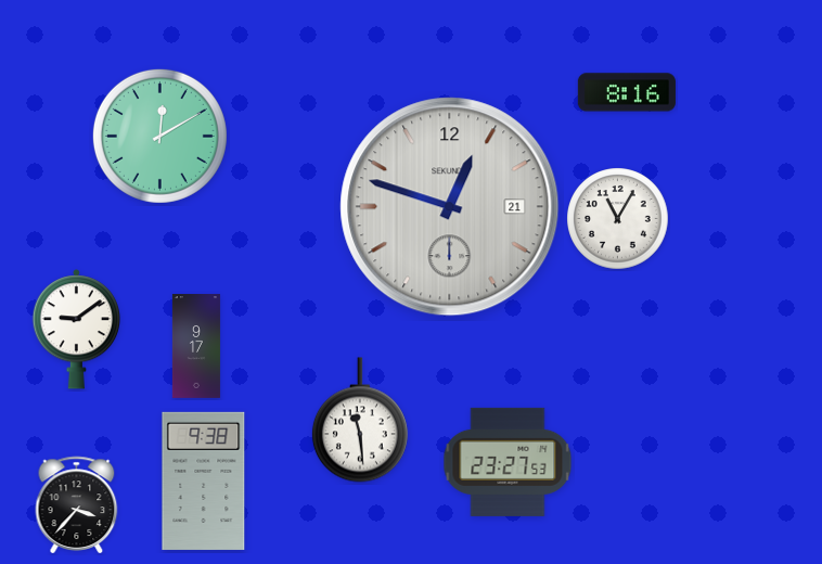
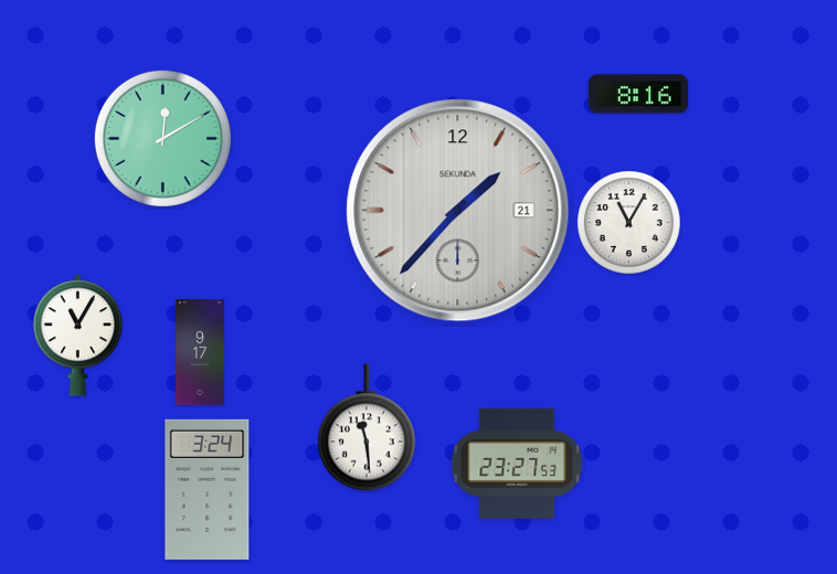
clock at (450, 207): 12:48 -> 1:37
clock at (77, 330): 9:09 -> 11:05
clock at (508, 462) position: (508, 462) -> (517, 464)
clock at (204, 480): 9:38 -> 3:24
clock at (77, 504): 3:37 -> none
